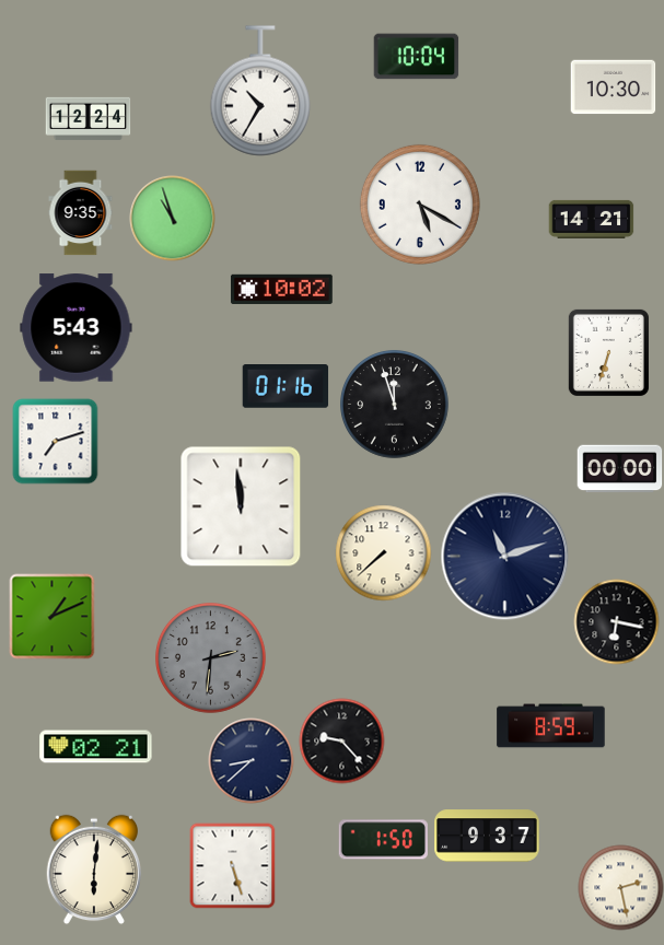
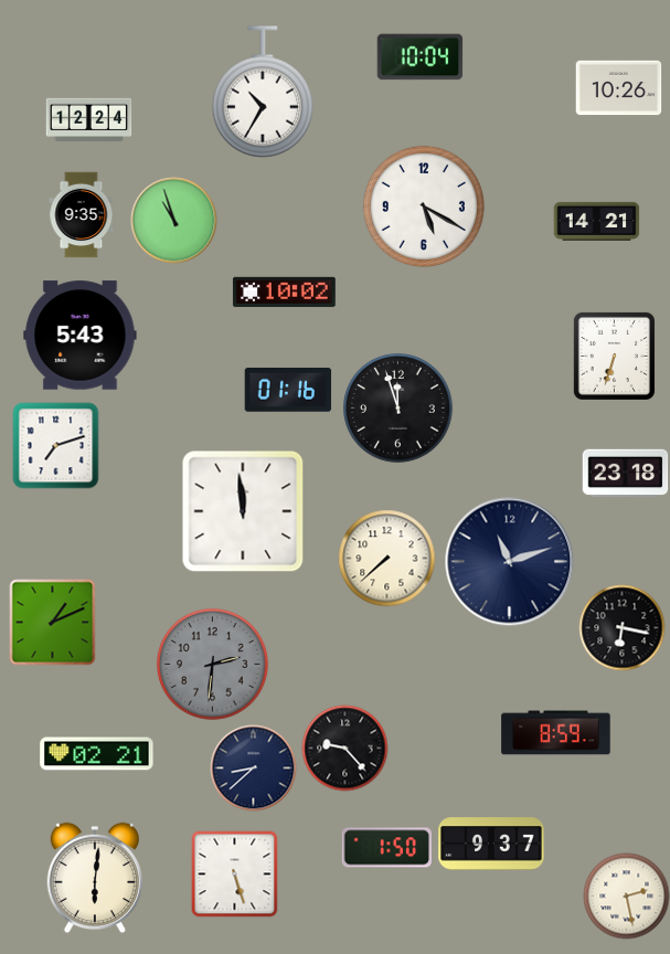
clock at (613, 87): 10:30 -> 10:26
clock at (77, 328) position: (77, 328) -> (81, 336)
clock at (619, 469): 00:00 -> 23:18
